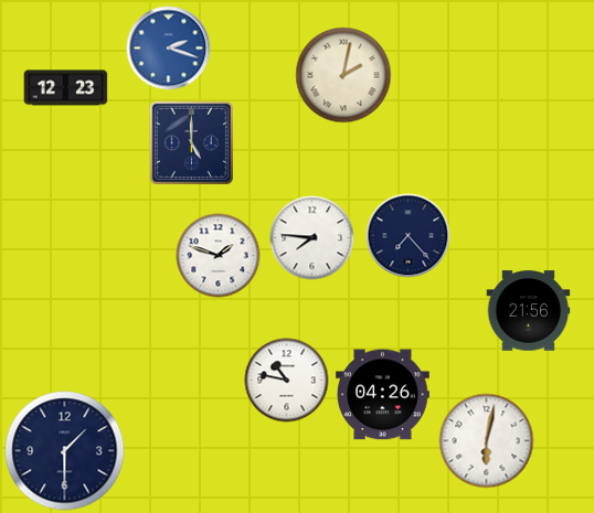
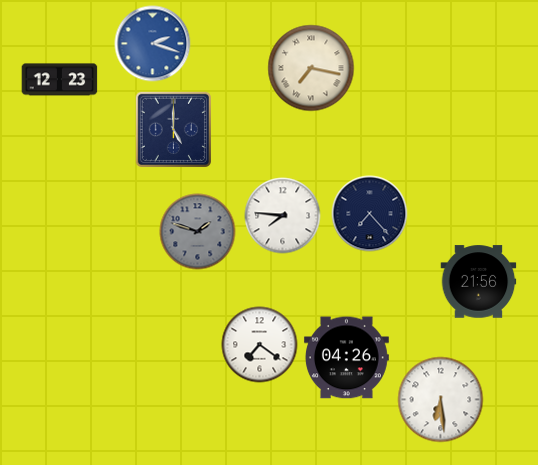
clock at (343, 75): 2:02 -> 7:17
clock at (219, 256) dial: white -> grey
clock at (287, 381): 10:47 -> 7:21
clock at (487, 441): 6:02 -> 6:29
clock at (65, 451): 1:30 -> none
